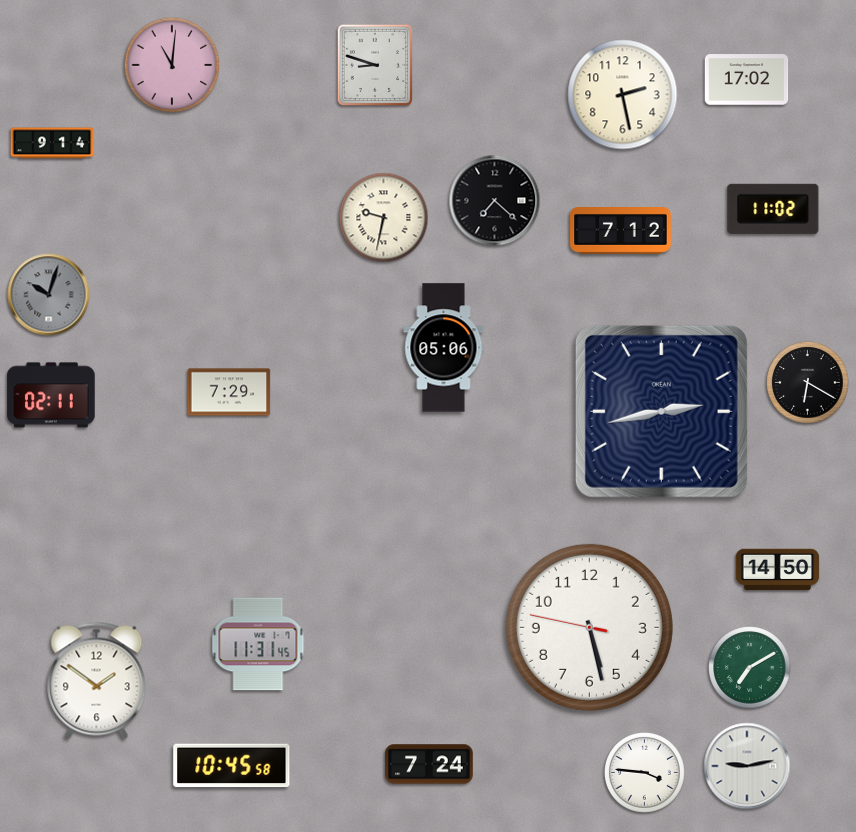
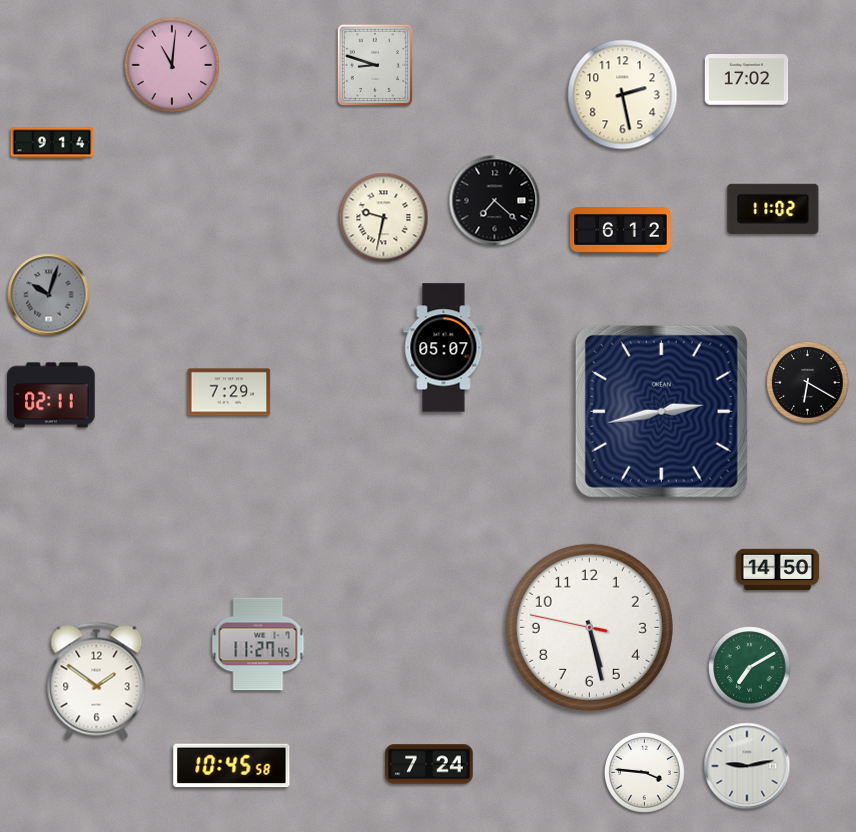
clock at (621, 231): 7:12 -> 6:12
clock at (444, 348): 05:06 -> 05:07
clock at (258, 644): 11:31 -> 11:27
